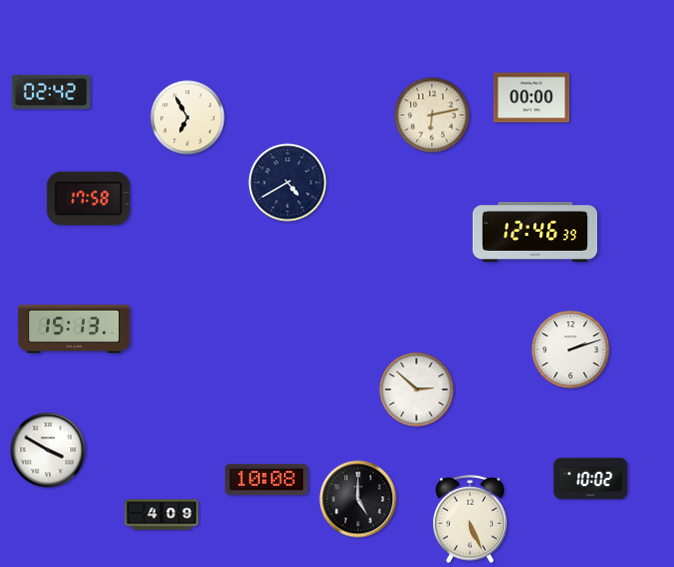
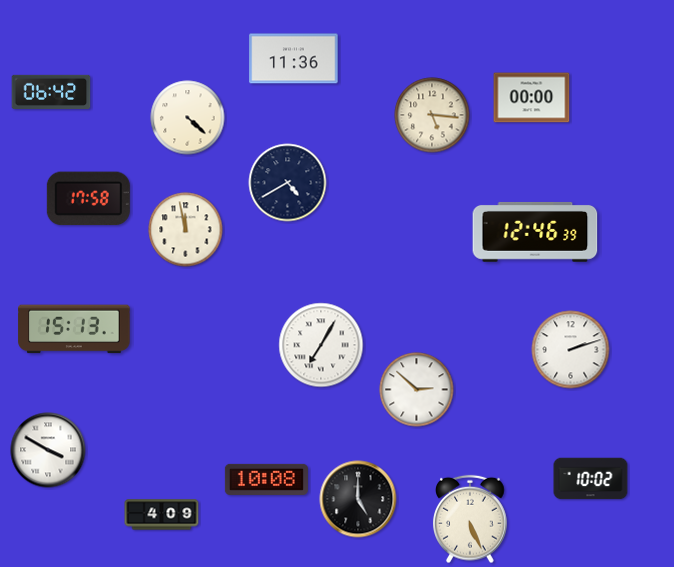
clock at (294, 59): none -> 11:36
clock at (51, 91): 02:42 -> 06:42
clock at (432, 115): 6:13 -> 5:16
clock at (188, 118): 6:55 -> 4:22
clock at (186, 230): none -> 11:58
clock at (321, 345): none -> 7:05
